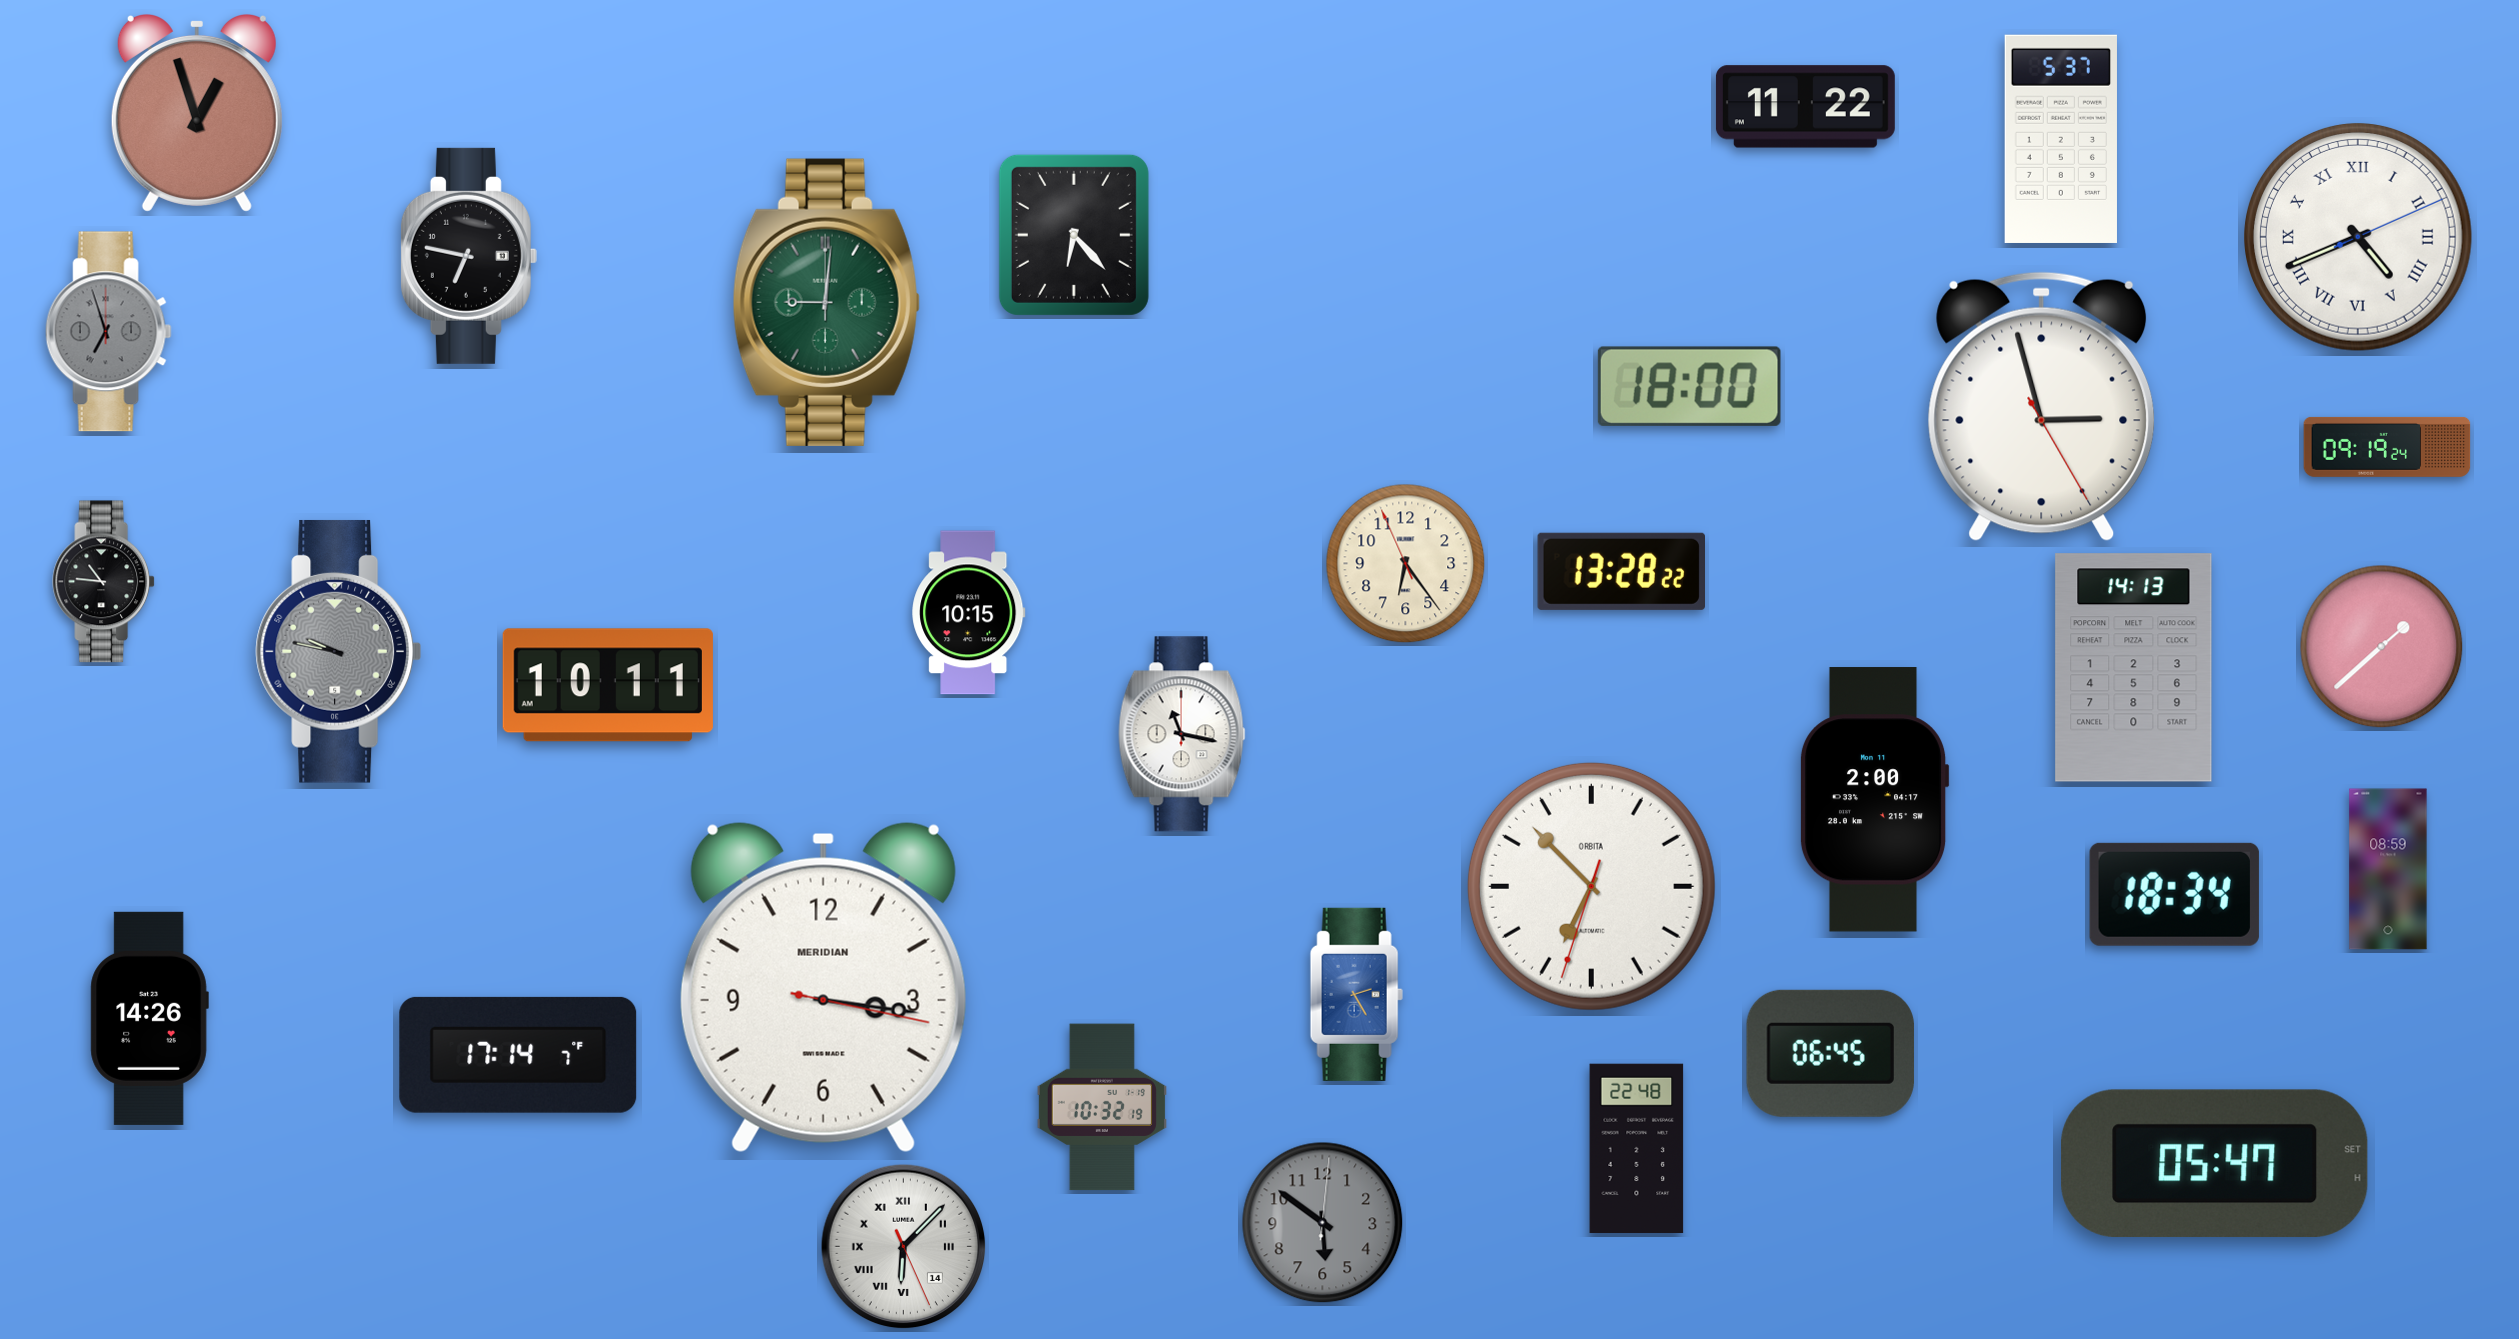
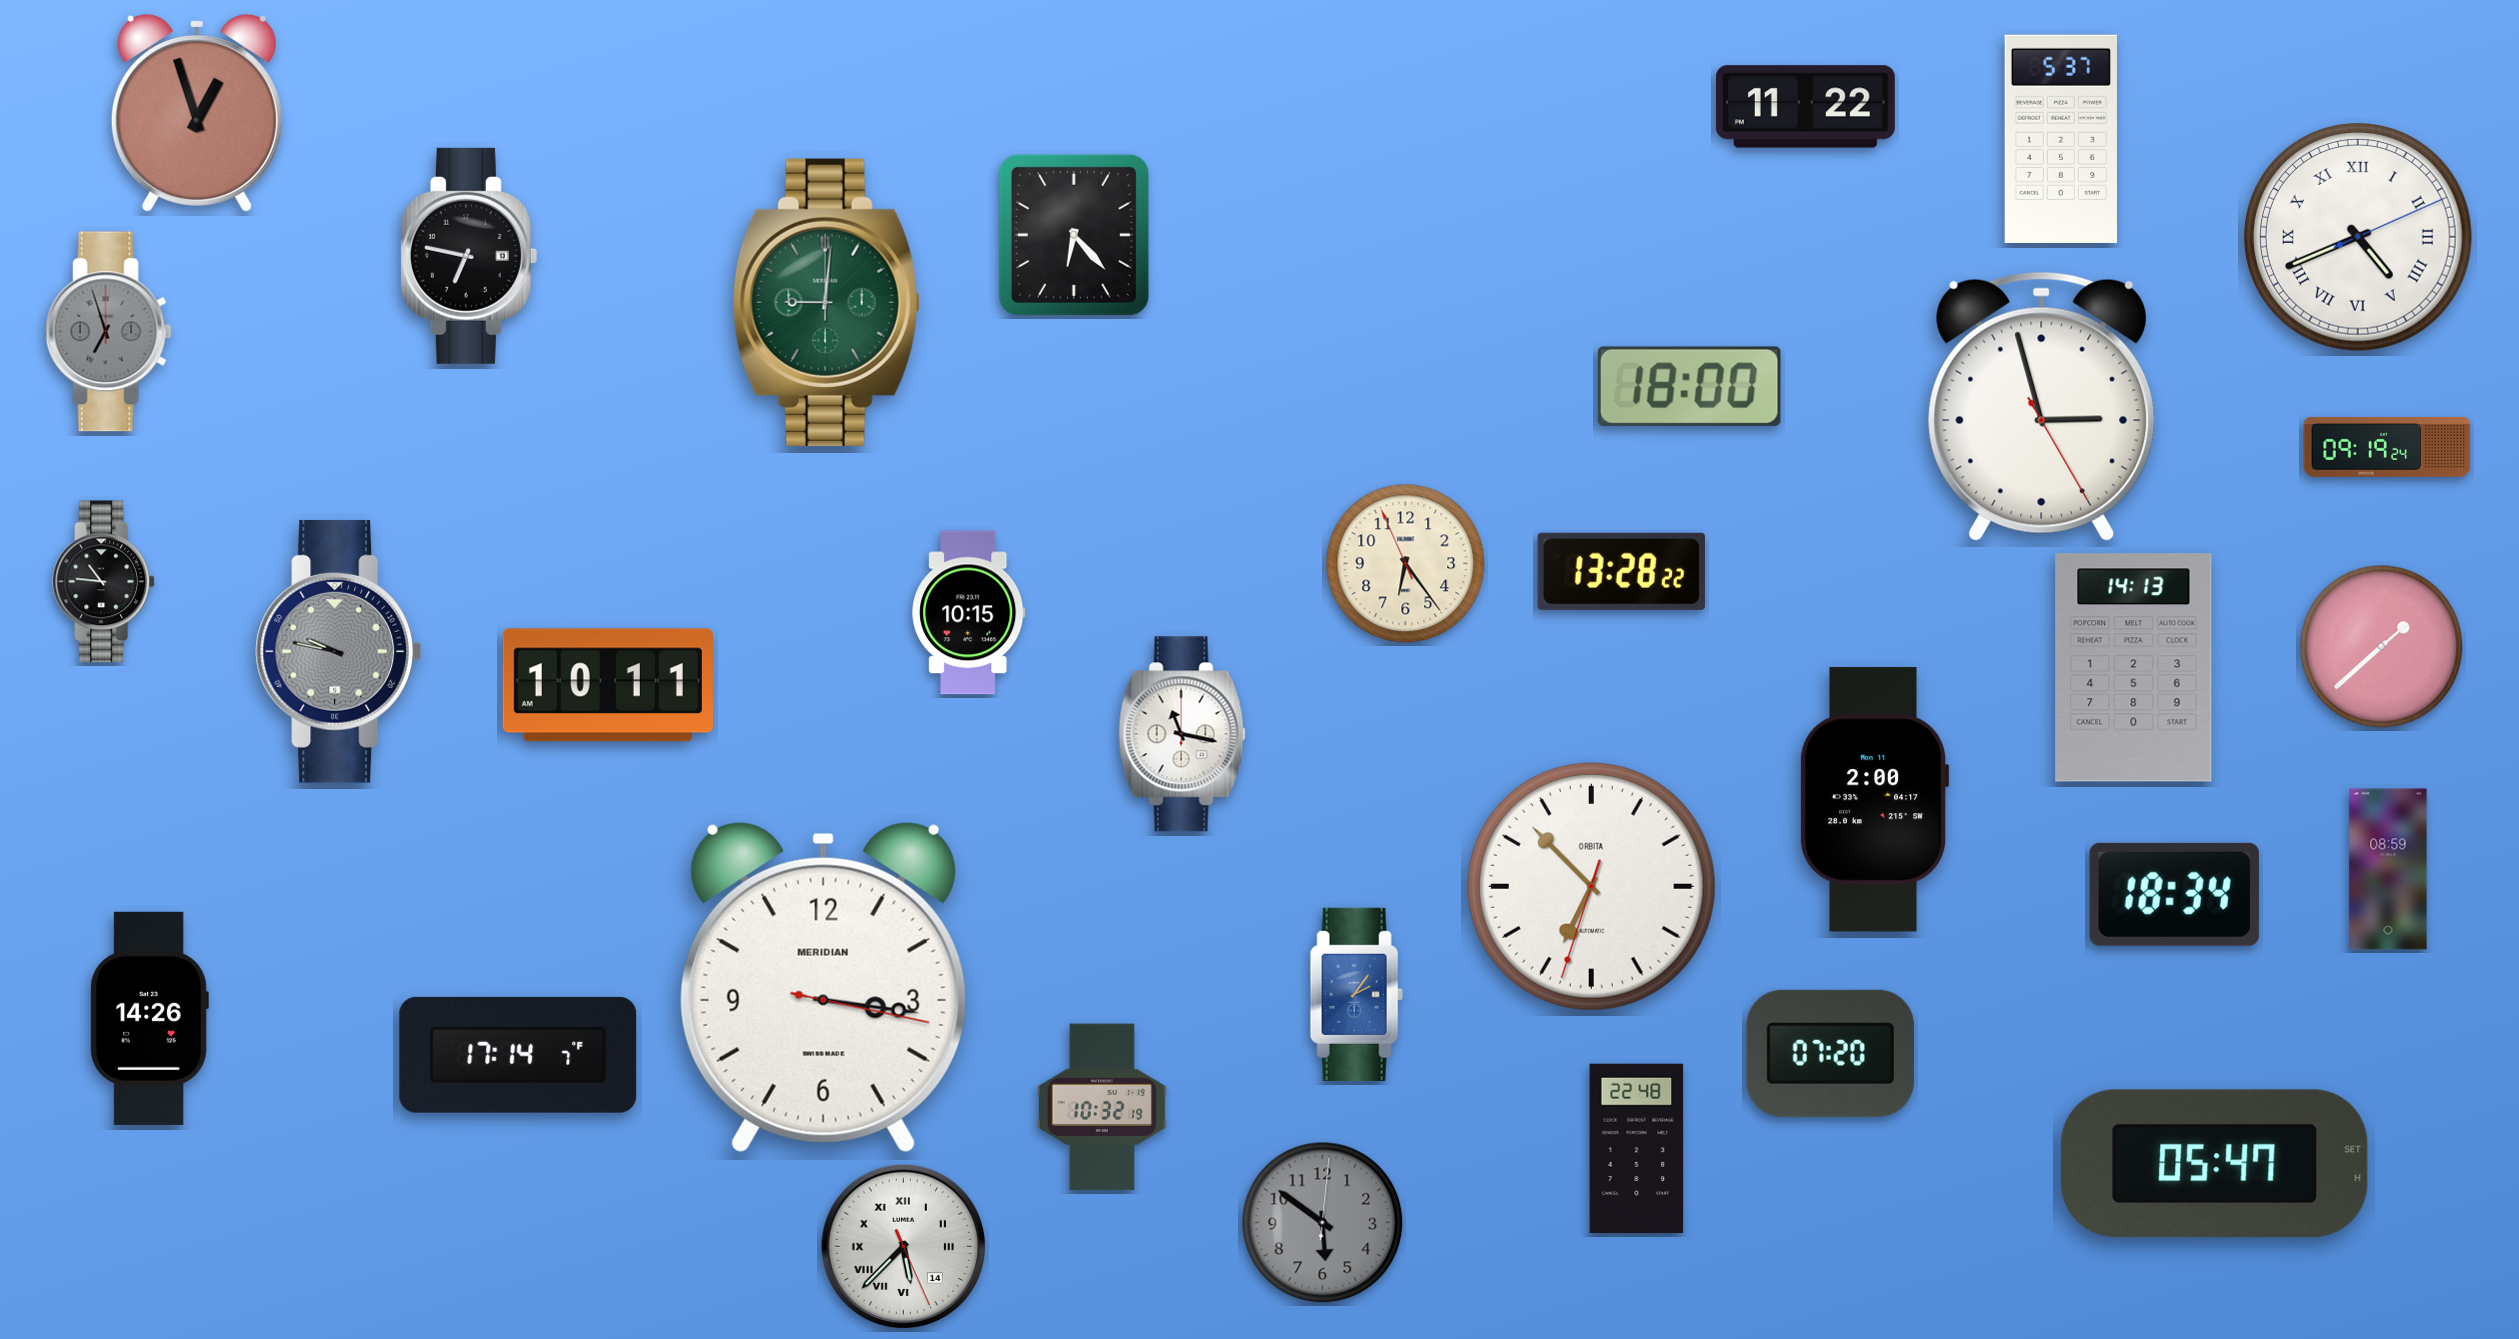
clock at (1356, 994): 2:25 -> 2:06
clock at (1830, 1053): 06:45 -> 07:20
clock at (904, 1247): 6:07 -> 5:37
